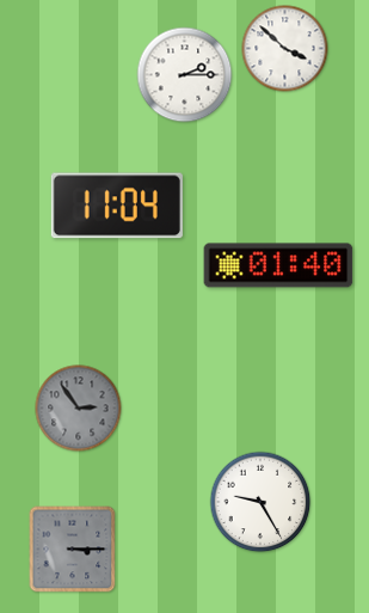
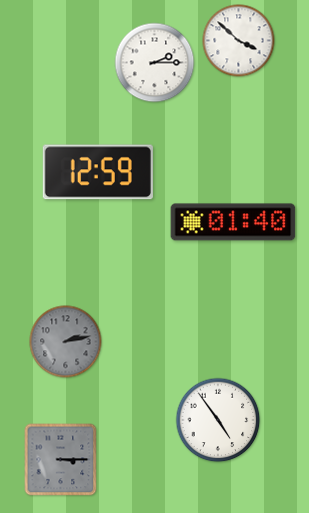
clock at (117, 206): 11:04 -> 12:59
clock at (79, 409): 2:54 -> 2:13
clock at (260, 502): 9:25 -> 4:54
